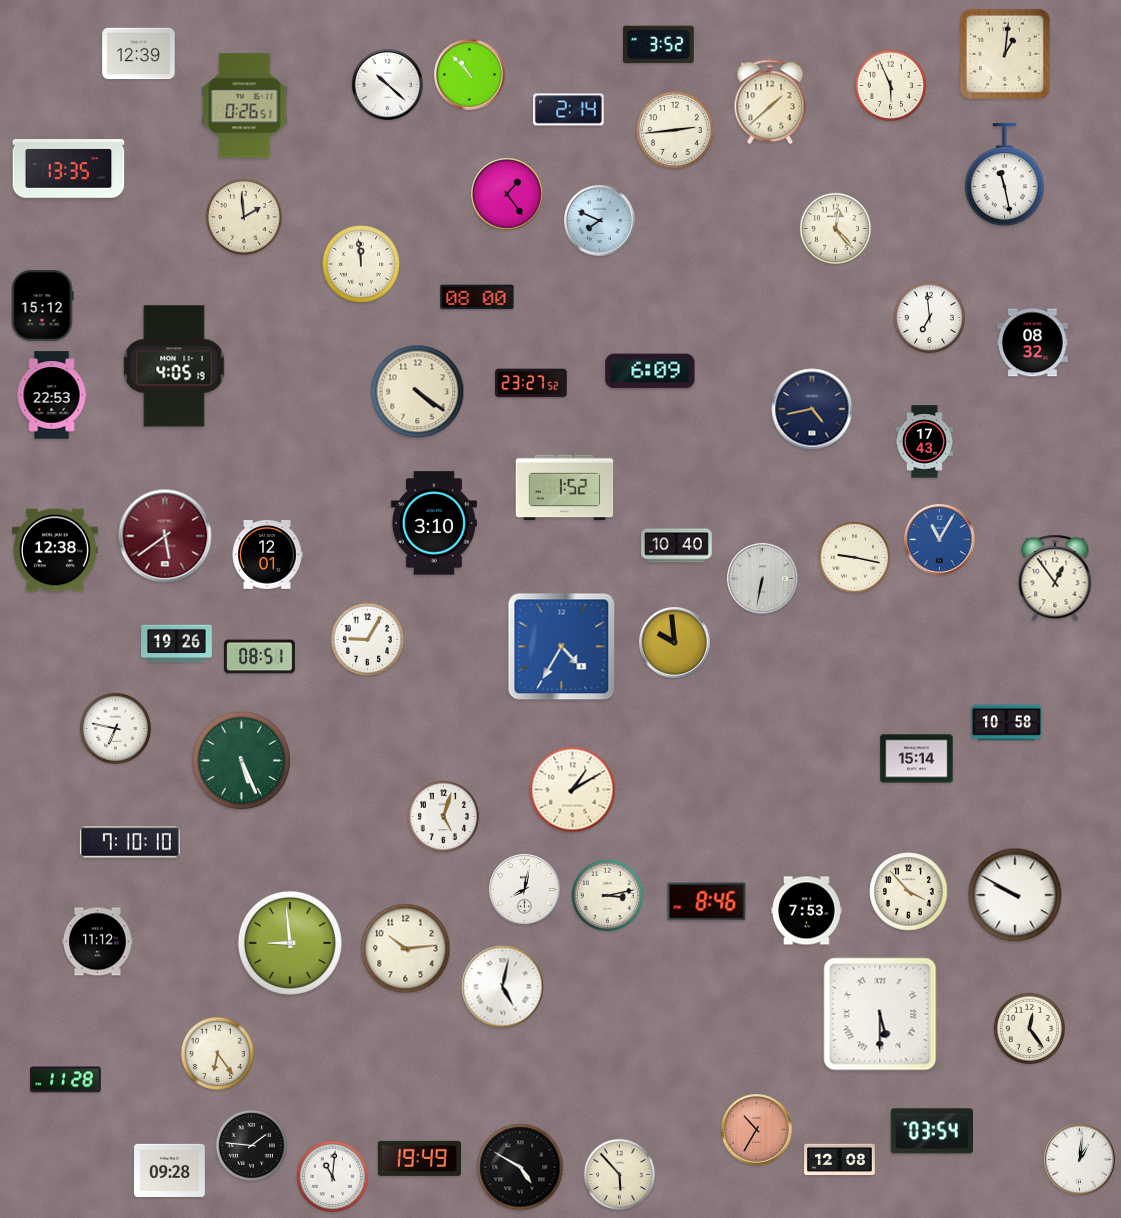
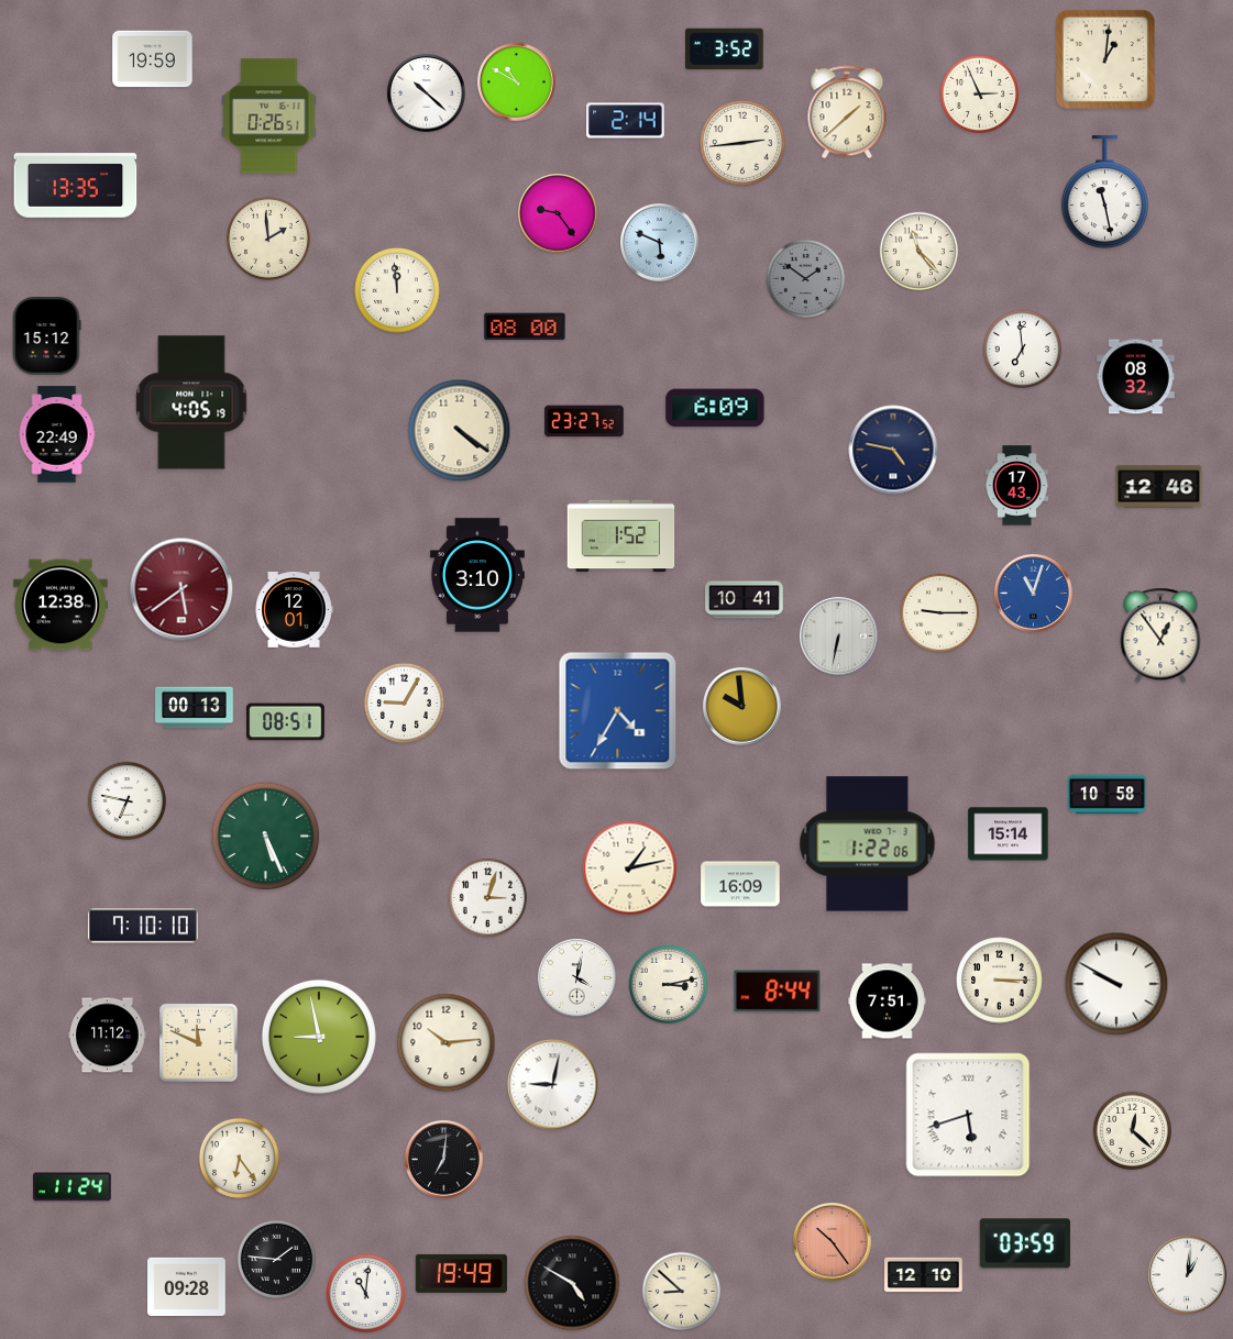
clock at (139, 54): 12:39 -> 19:59
clock at (470, 75): 10:53 -> 10:50
clock at (890, 85): 5:56 -> 2:56
clock at (507, 194): 1:24 -> 9:24
clock at (600, 221): 7:49 -> 5:49
clock at (835, 228): 12:23 -> 11:23
clock at (805, 278): none -> 1:51
clock at (52, 395): 22:53 -> 22:49
clock at (812, 409): 4:43 -> 4:47
clock at (1159, 487): none -> 12:46
clock at (940, 540): 11:05 -> 11:03
clock at (677, 546): 10:40 -> 10:41
clock at (854, 557): 9:17 -> 9:15
clock at (177, 644): 19:26 -> 00:13
clock at (868, 844): none -> 1:22
clock at (573, 790): 1:10 -> 1:13
clock at (740, 884): none -> 16:09
clock at (443, 816): 5:03 -> 3:03
clock at (525, 890): 8:02 -> 4:02
clock at (909, 892): 3:53 -> 3:15
clock at (707, 902): 8:46 -> 8:44
clock at (807, 911): 7:53 -> 7:51
clock at (290, 943): 8:59 -> 8:58
clock at (198, 1042): none -> 11:49
clock at (503, 987): 5:02 -> 9:02
clock at (880, 1014): 5:30 -> 5:42
clock at (1029, 1028): 12:24 -> 12:22
clock at (444, 1160): none -> 7:01
clock at (66, 1080): 11:28 -> 11:24
clock at (757, 1130): 10:35 -> 10:24
clock at (931, 1131): 03:54 -> 03:59
clock at (840, 1160): 12:08 -> 12:10
clock at (619, 1174): 5:53 -> 8:52
